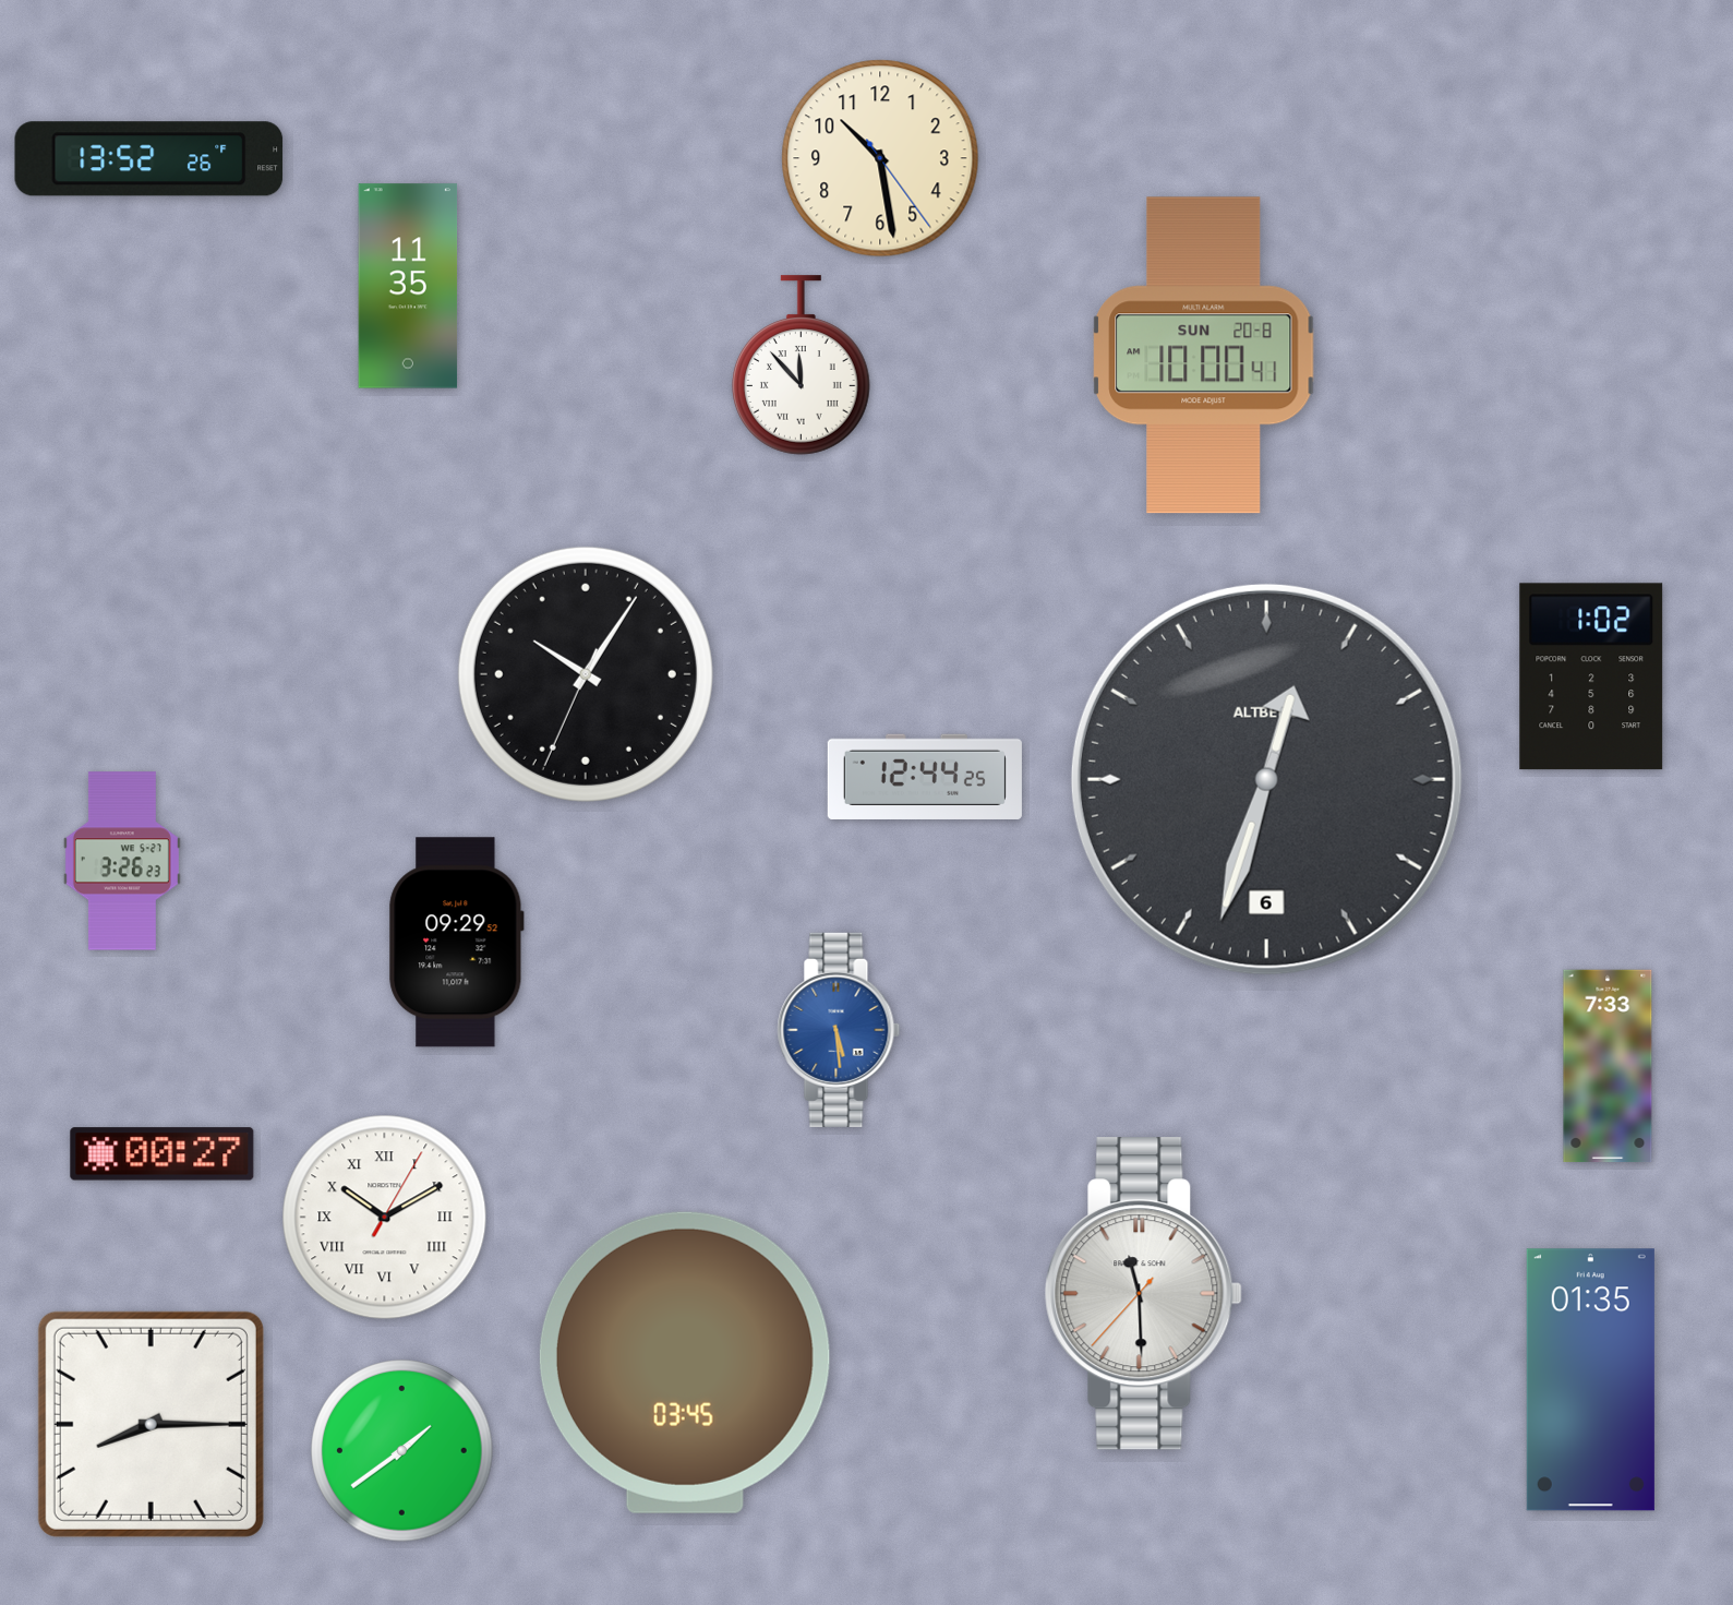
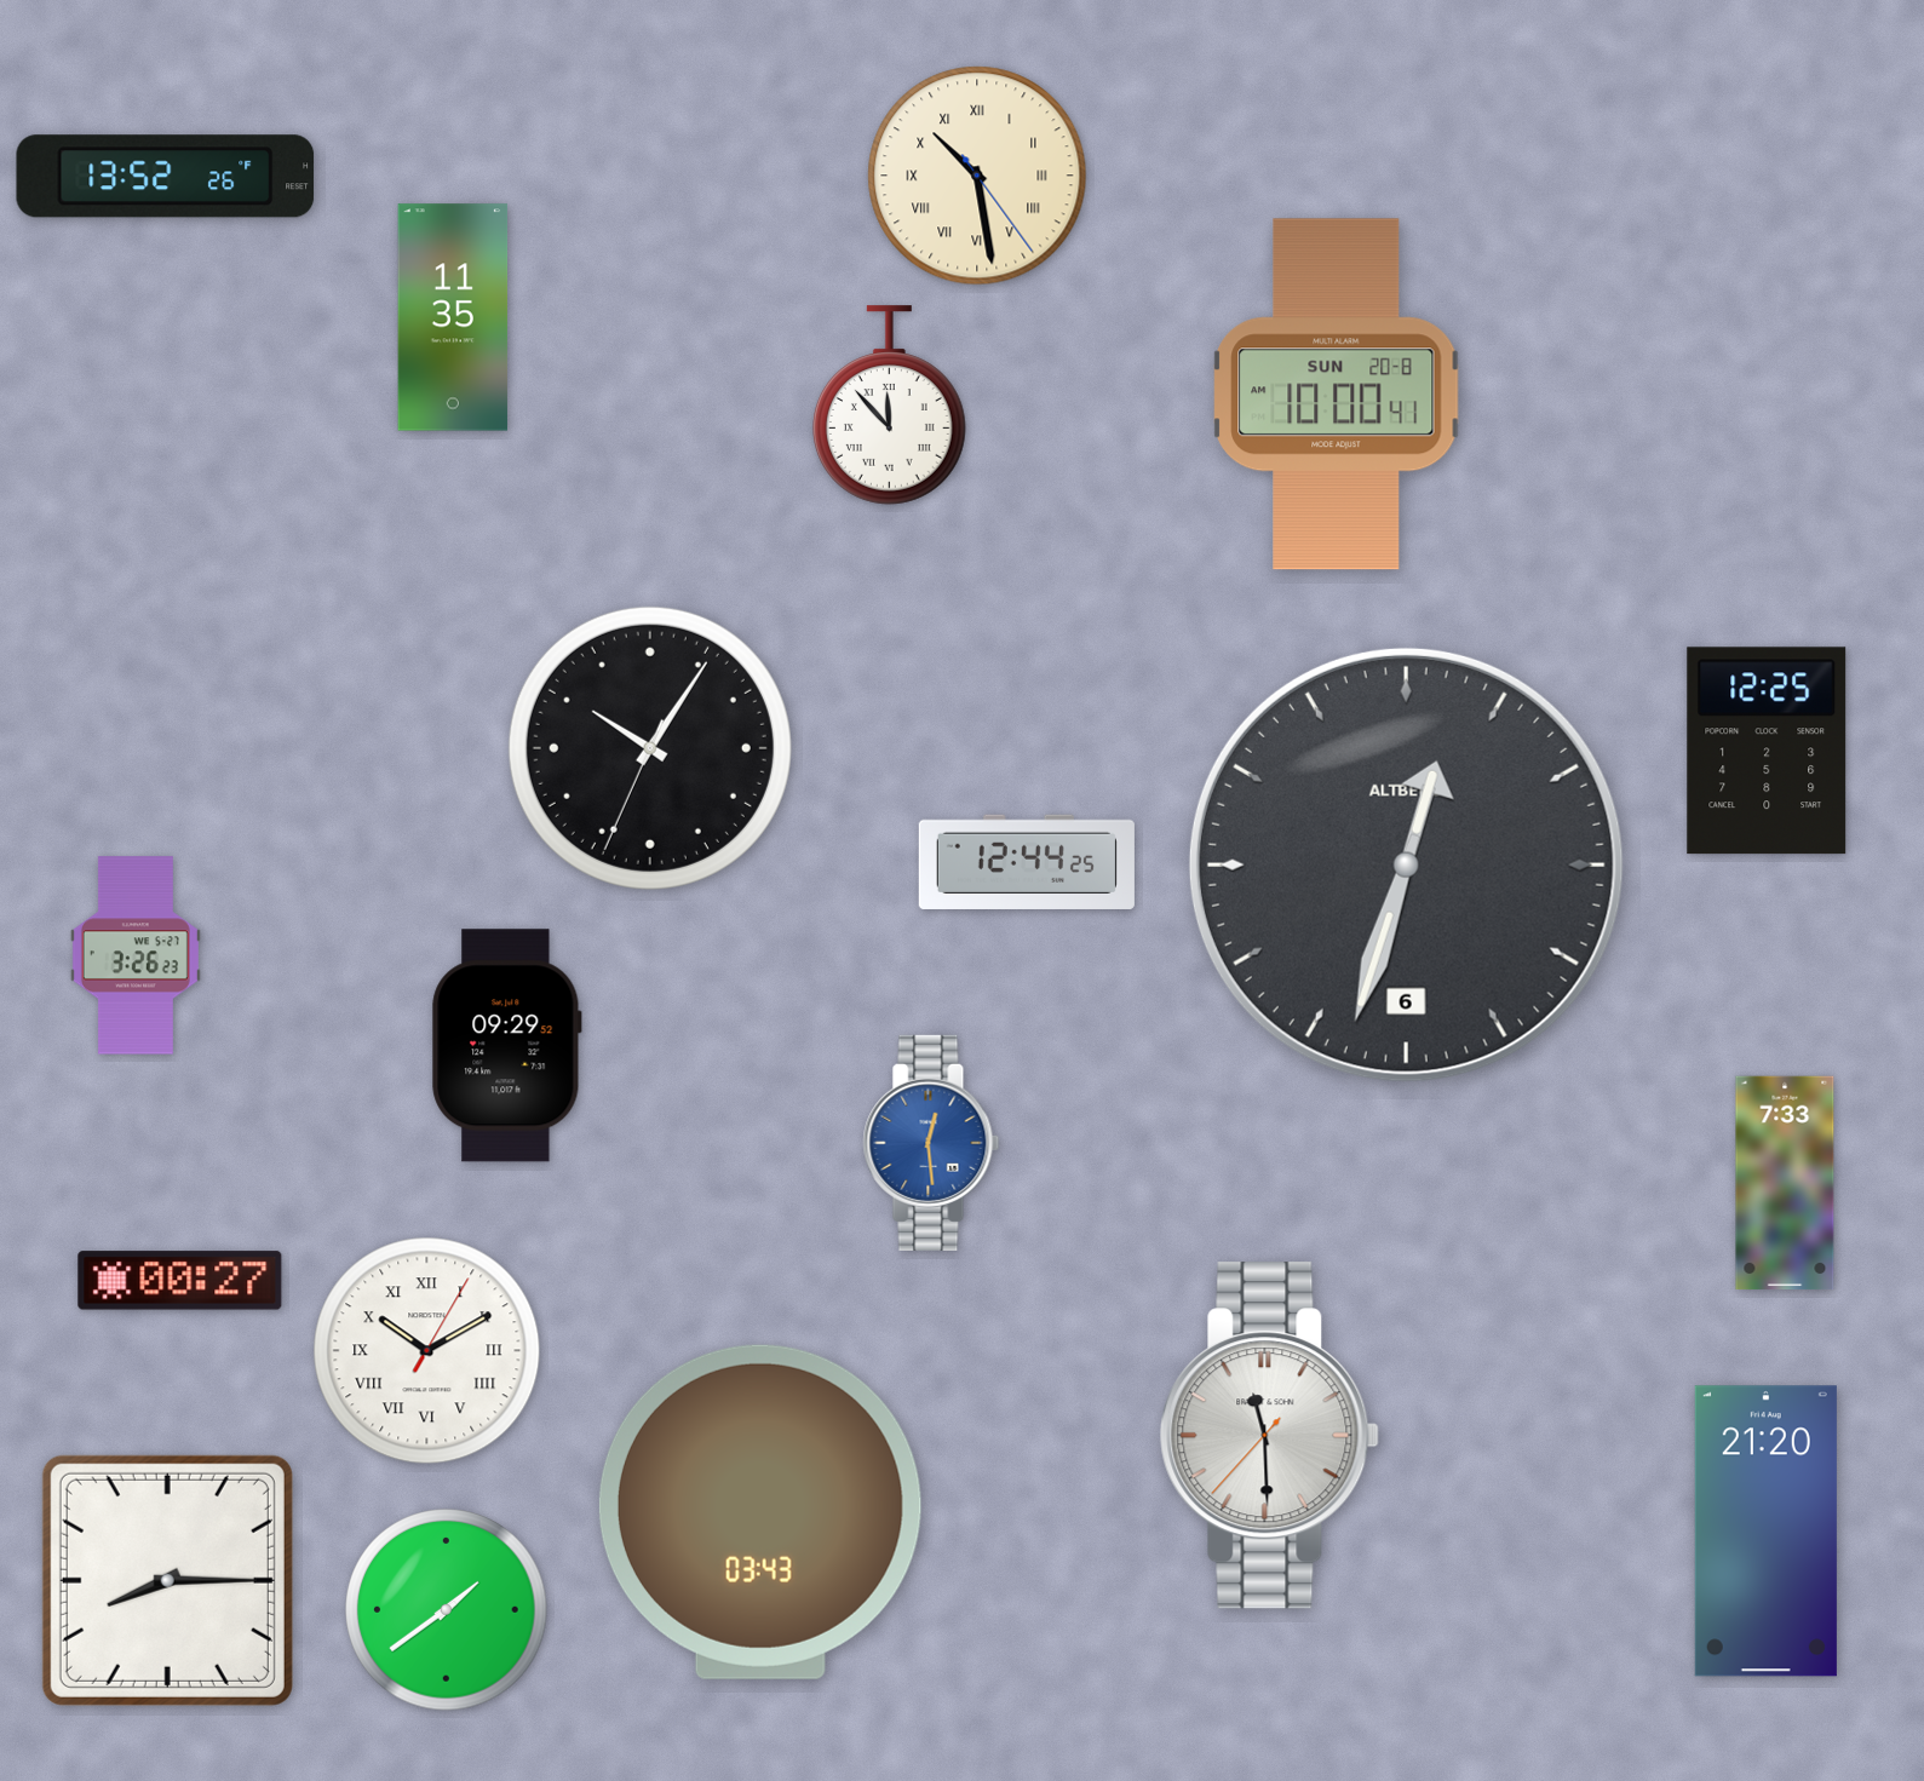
clock at (880, 158) numerals: Arabic -> Roman
clock at (1591, 676): 1:02 -> 12:25
clock at (839, 1030): 5:29 -> 12:29
clock at (685, 1363): 03:45 -> 03:43
clock at (1590, 1380): 01:35 -> 21:20
